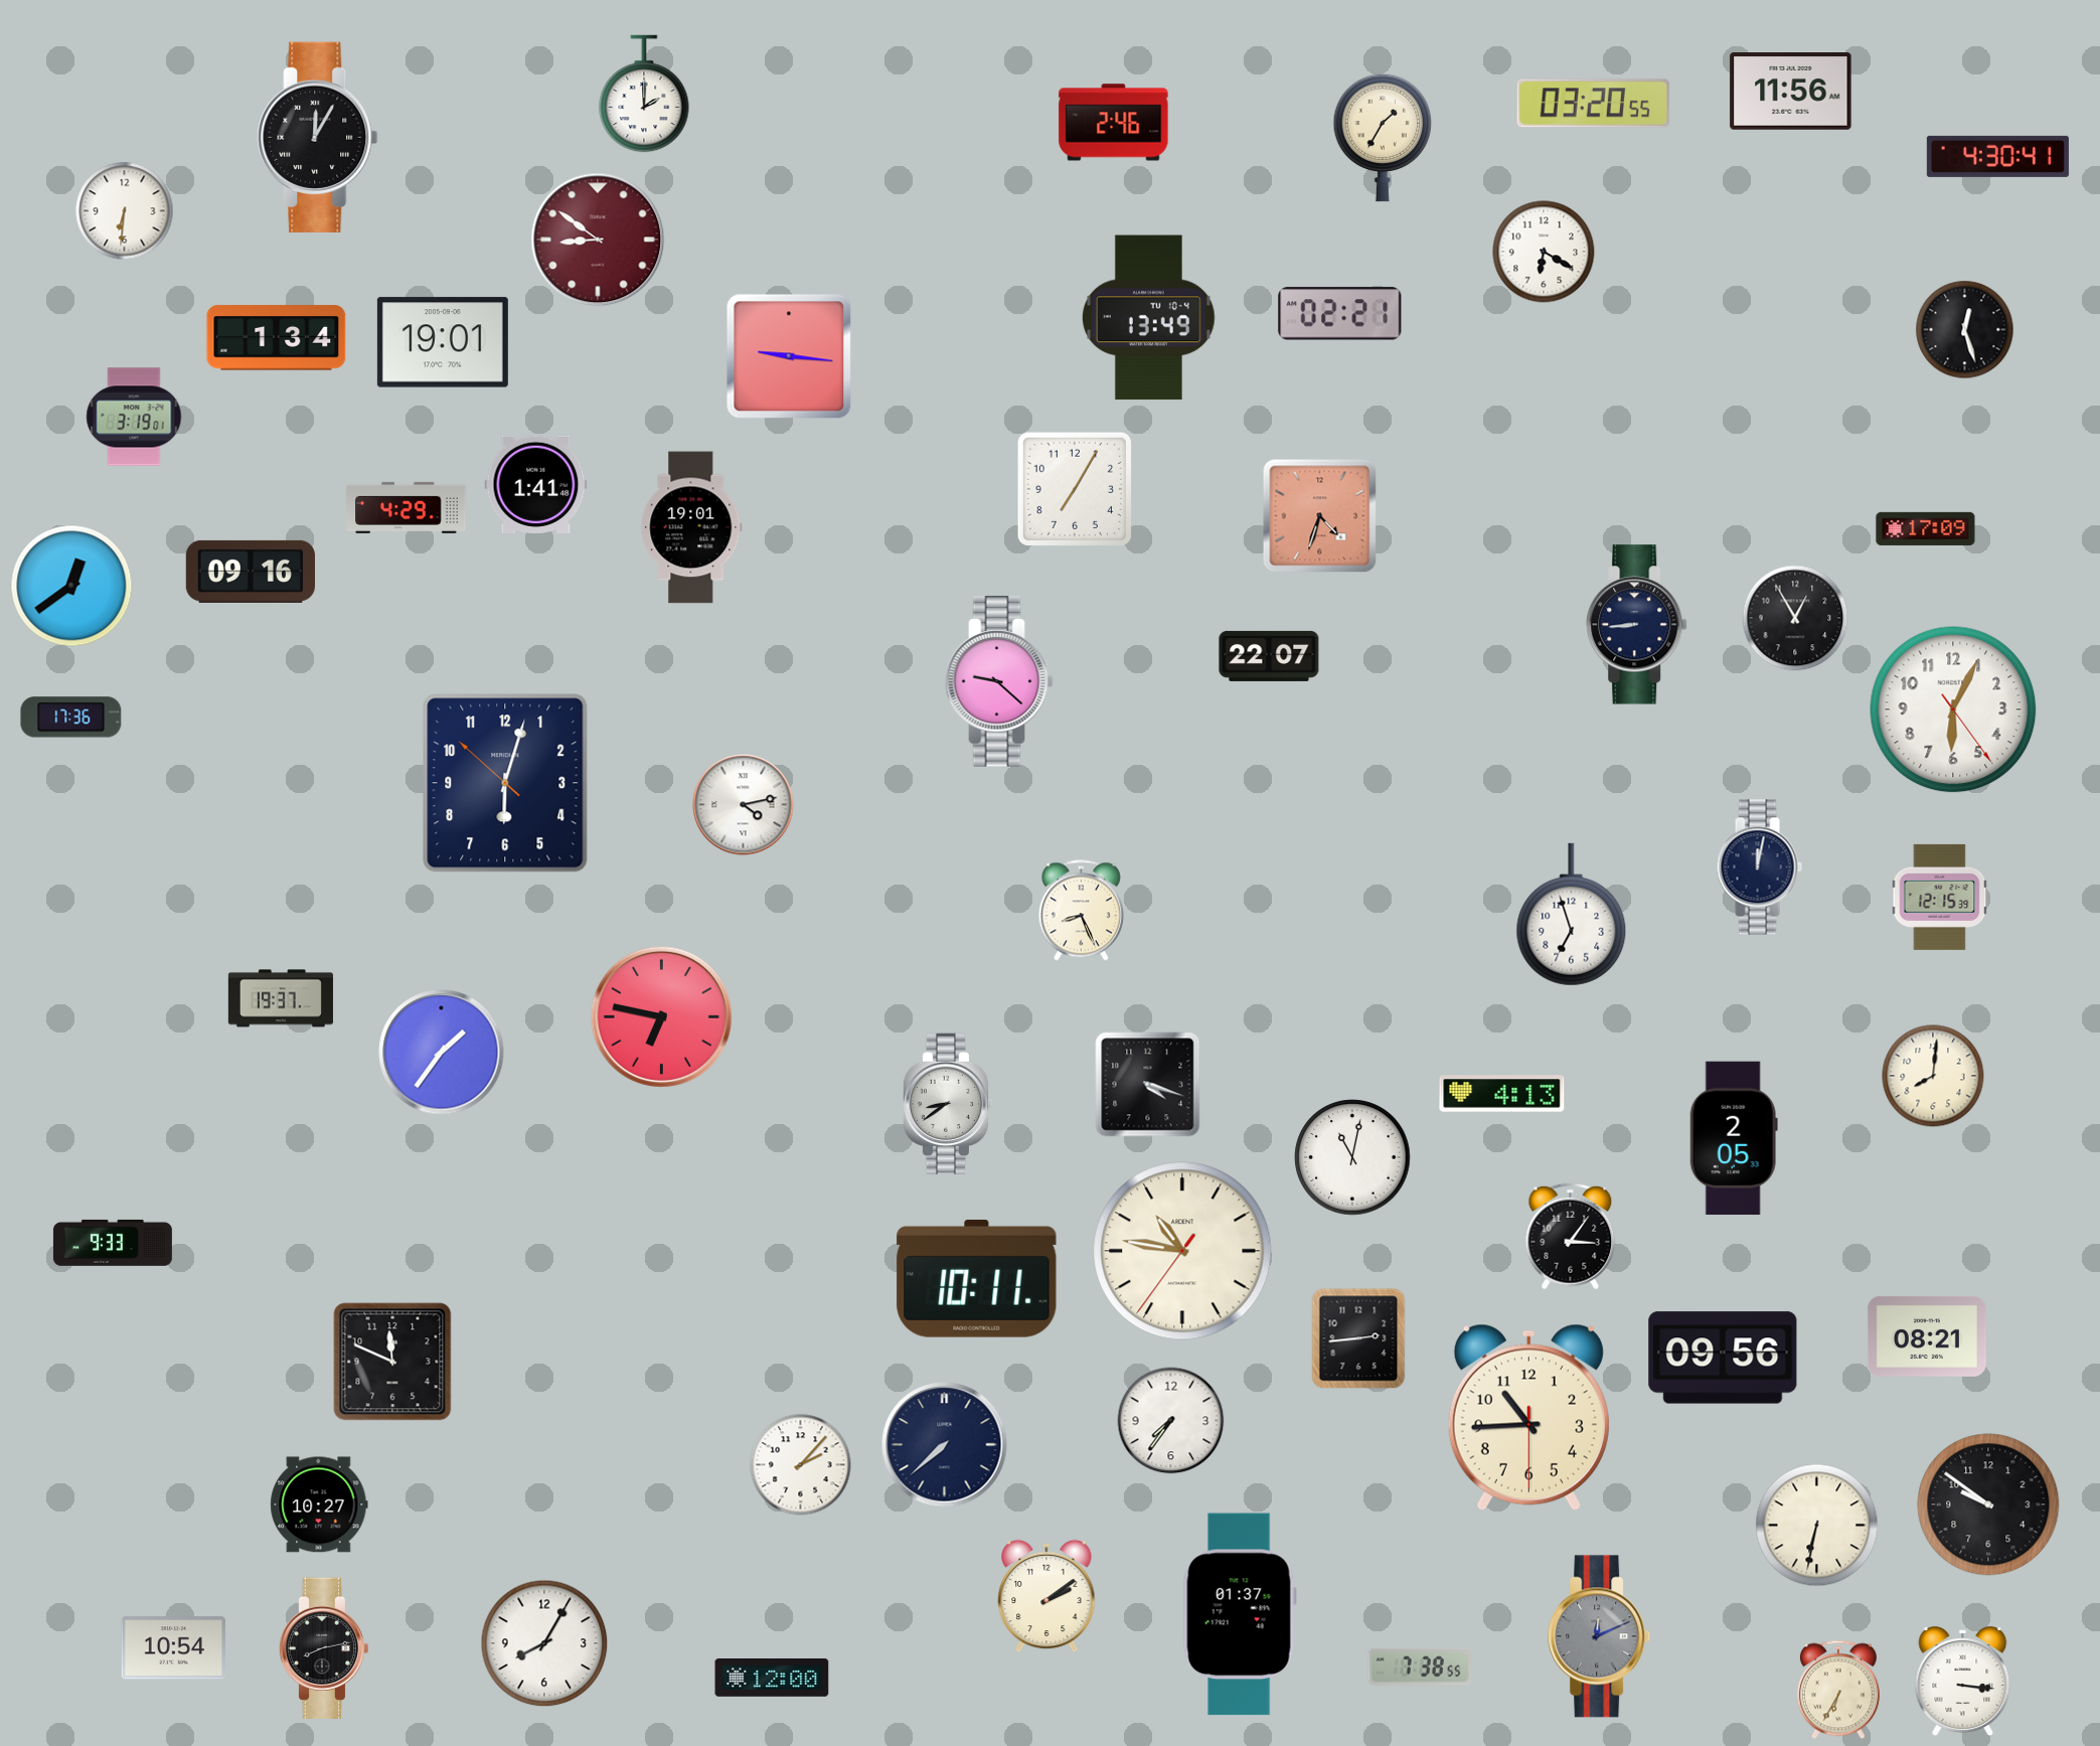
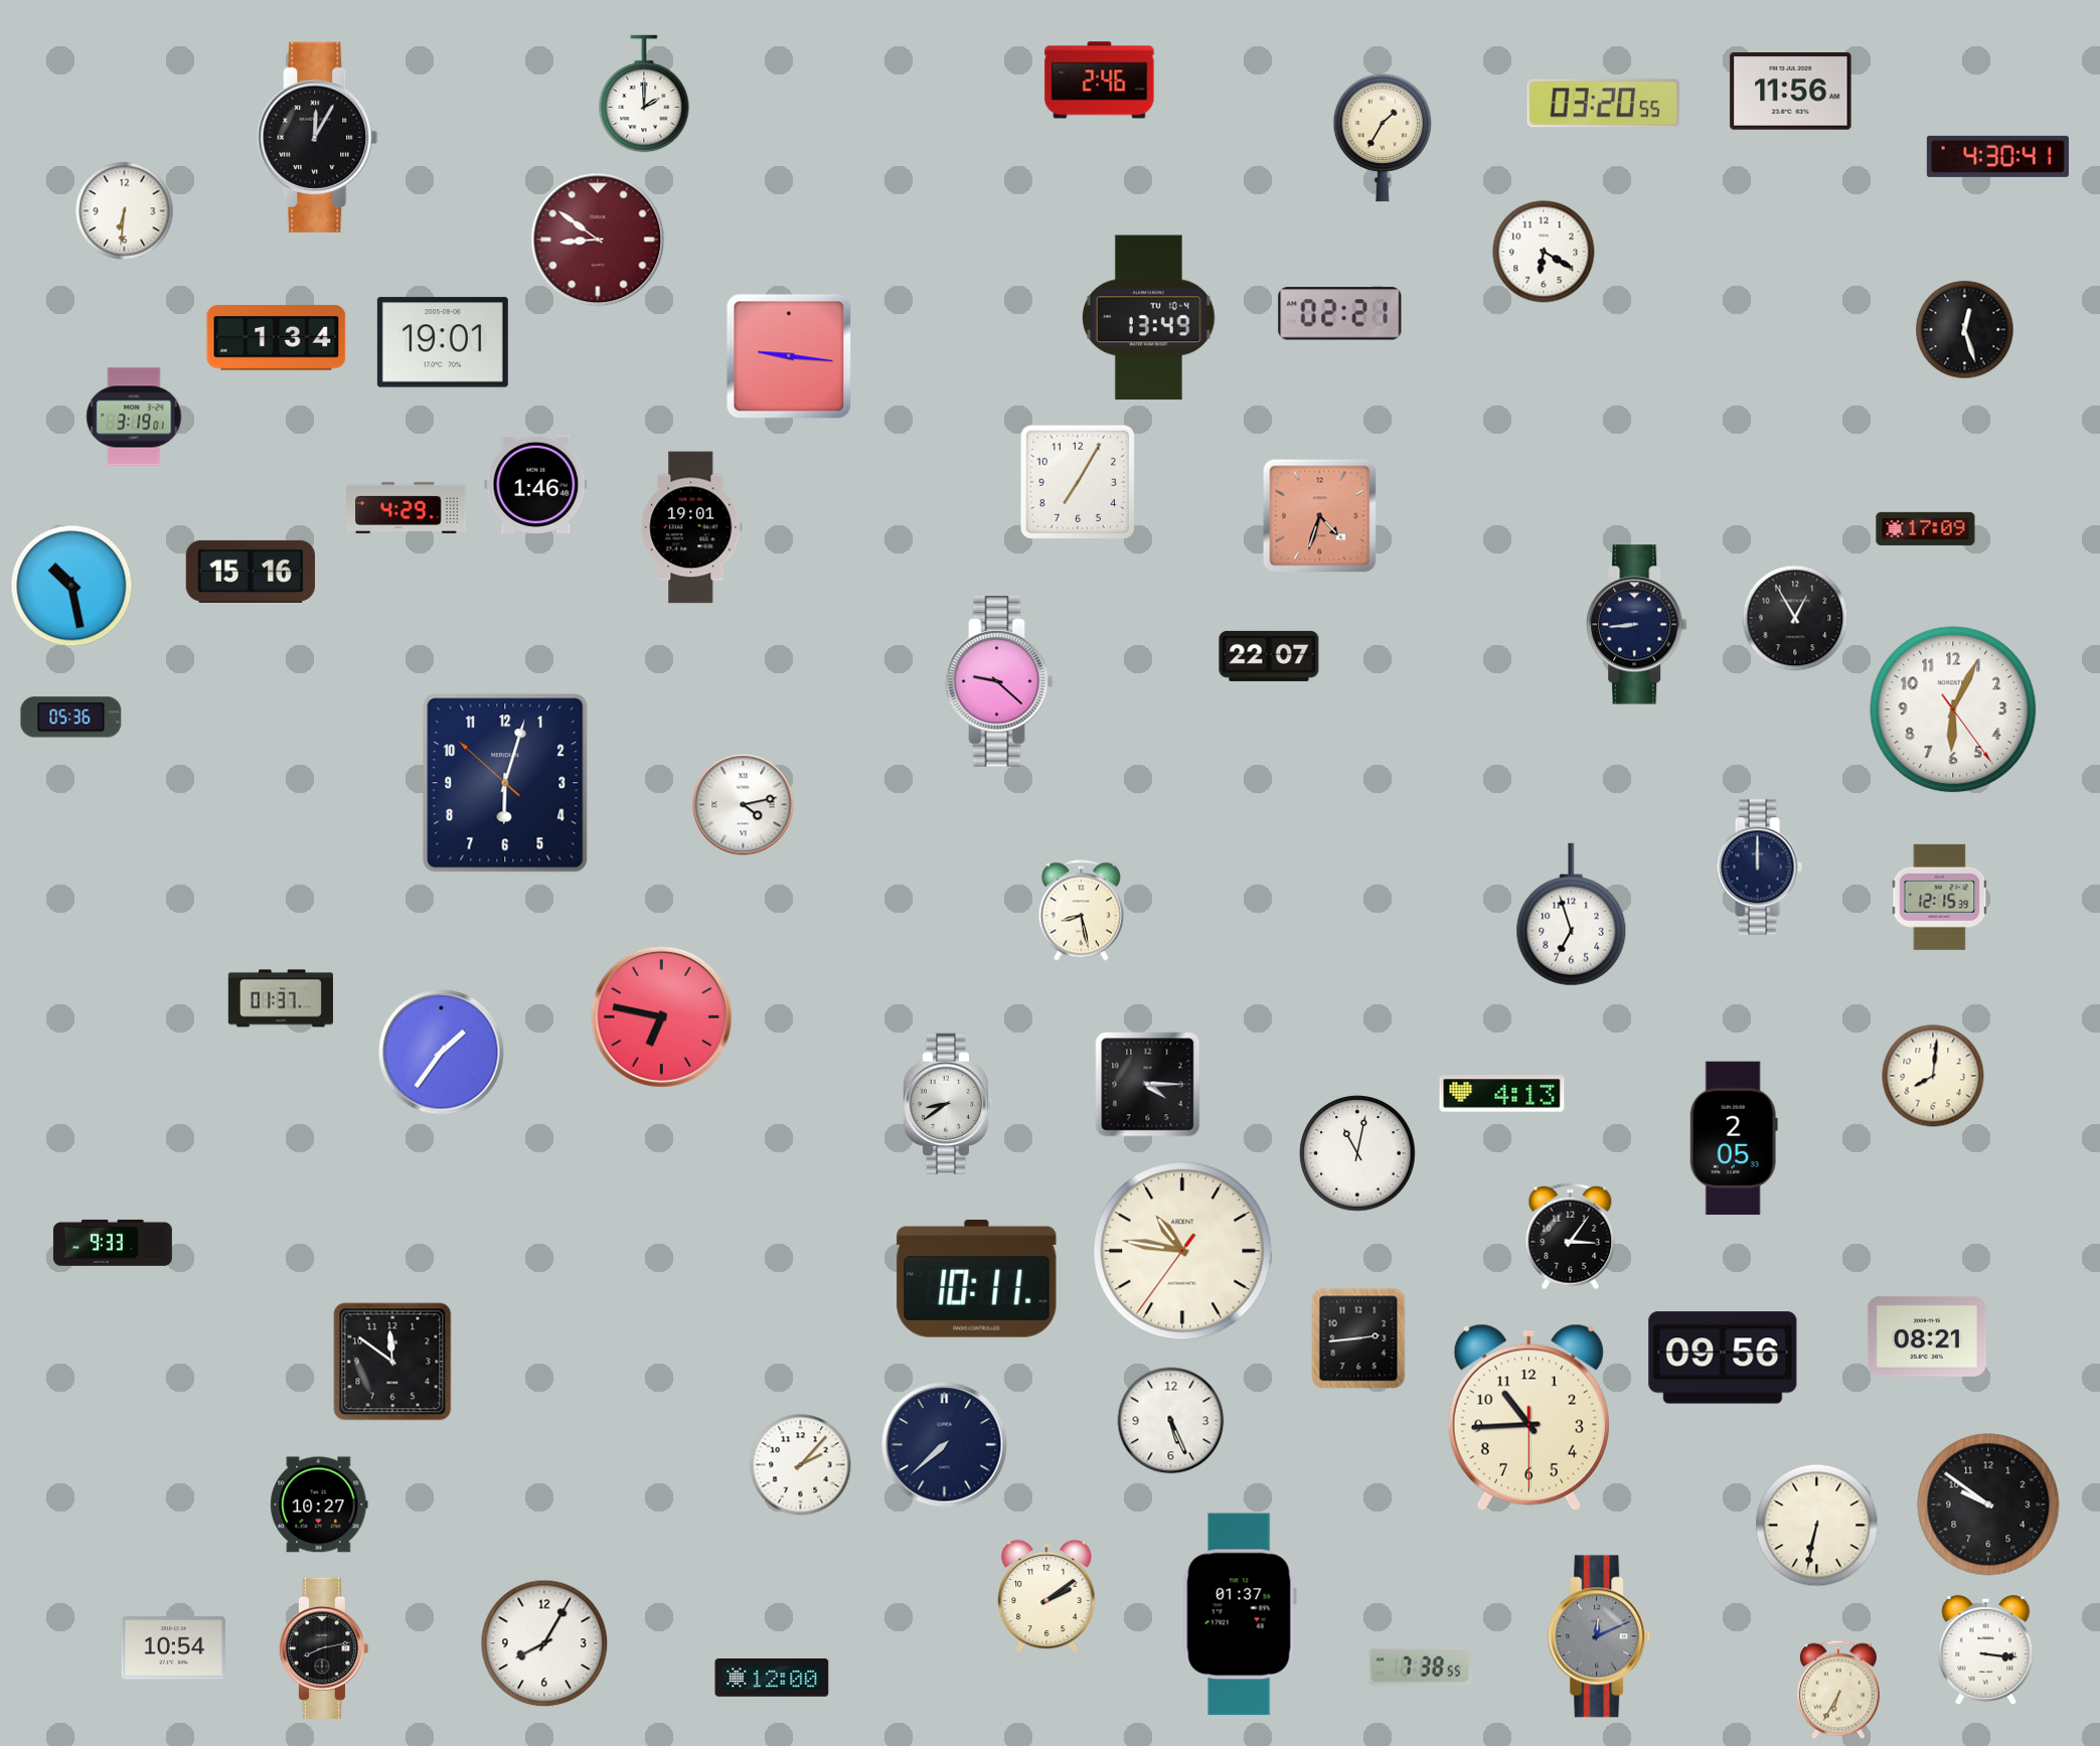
clock at (1594, 104) position: (1594, 104) -> (1604, 104)
clock at (1114, 123) position: (1114, 123) -> (1100, 81)
clock at (536, 484): 1:41 -> 1:46
clock at (1075, 489) position: (1075, 489) -> (1078, 482)
clock at (250, 572): 09:16 -> 15:16
clock at (71, 586): 12:39 -> 10:28
clock at (71, 718): 17:36 -> 05:36
clock at (1759, 867): 12:02 -> 12:00
clock at (1081, 911): 8:26 -> 8:28
clock at (281, 998): 19:37 -> 01:37
clock at (1148, 1085): 4:18 -> 4:15
clock at (1352, 1157) position: (1352, 1157) -> (1357, 1153)
clock at (392, 1362): 11:49 -> 11:51
clock at (1171, 1421): 7:36 -> 5:26
clock at (1963, 1682) position: (1963, 1682) -> (1986, 1650)
